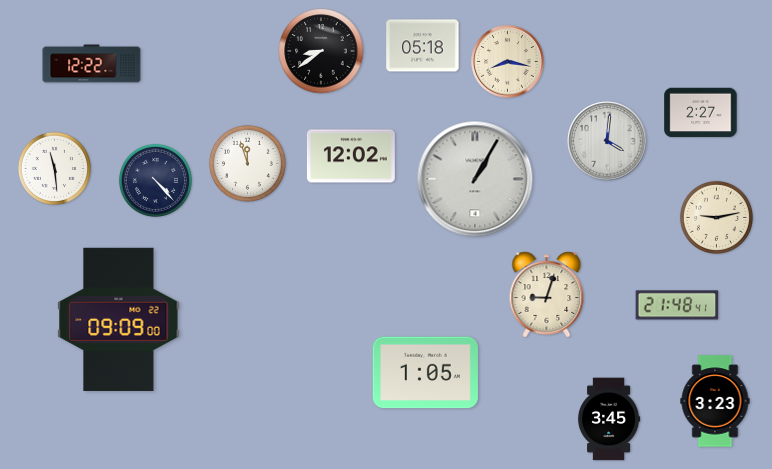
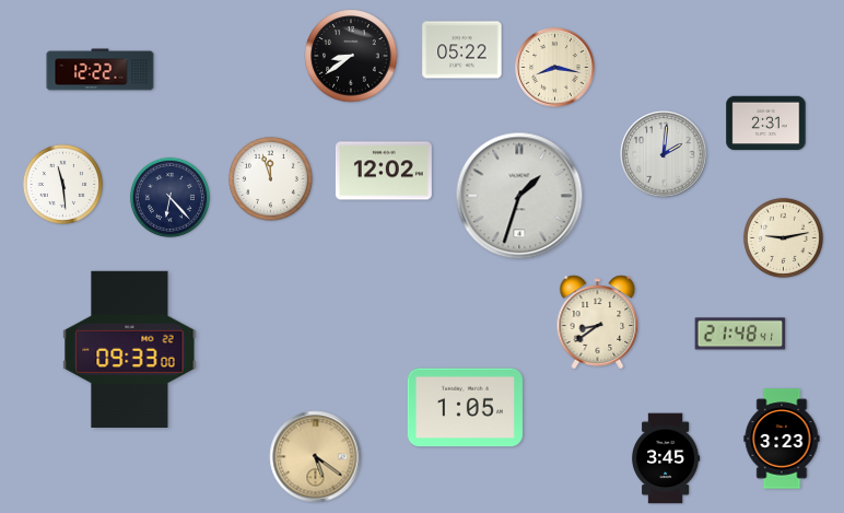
clock at (423, 46): 05:18 -> 05:22
clock at (701, 113): 2:27 -> 2:31
clock at (607, 141): 4:01 -> 2:01
clock at (54, 168) position: (54, 168) -> (62, 184)
clock at (475, 179): 1:05 -> 1:33
clock at (155, 180): 4:23 -> 6:23
clock at (547, 295): 9:03 -> 8:39
clock at (119, 319): 09:09 -> 09:33
clock at (316, 457): none -> 5:21
